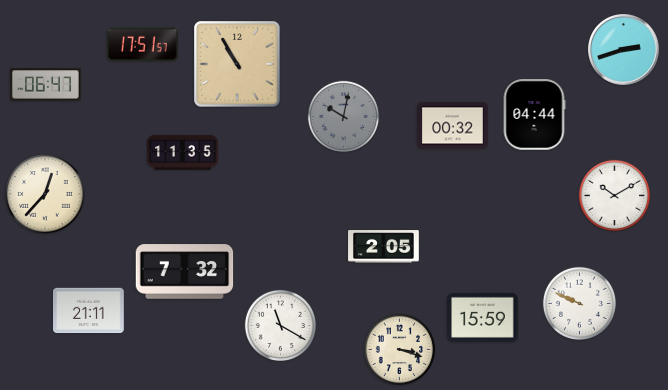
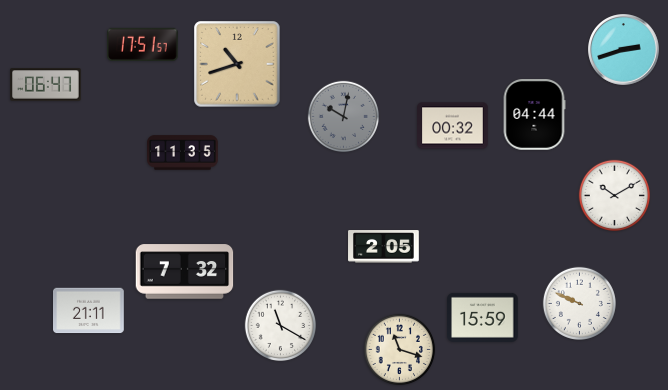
clock at (237, 64): 10:55 -> 10:42
clock at (45, 194): 12:37 -> none
clock at (400, 350): 3:18 -> 11:18
